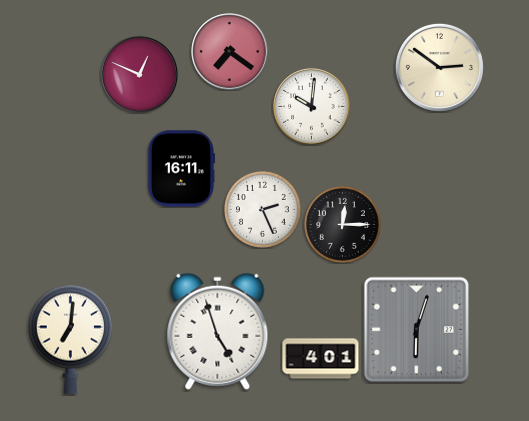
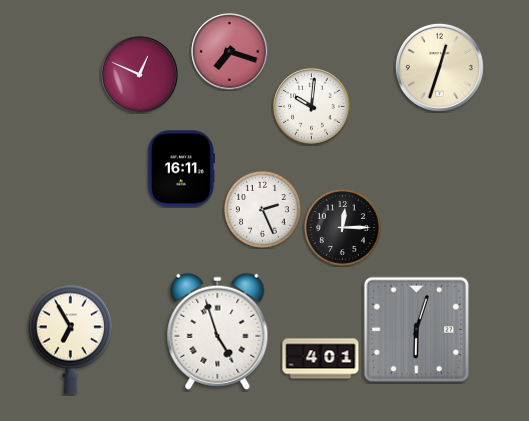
clock at (230, 52): 7:21 -> 7:18
clock at (439, 67): 2:51 -> 12:33
clock at (342, 224) position: (342, 224) -> (342, 227)
clock at (70, 339): 7:01 -> 6:55
